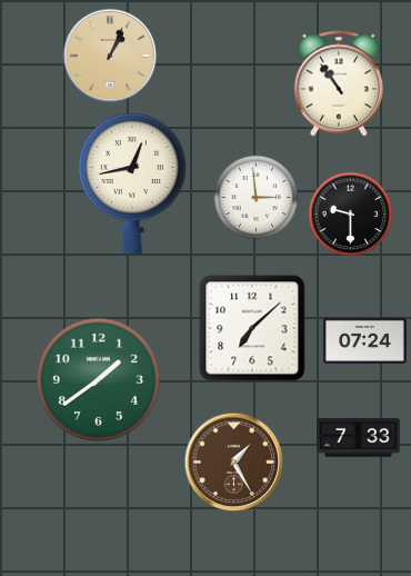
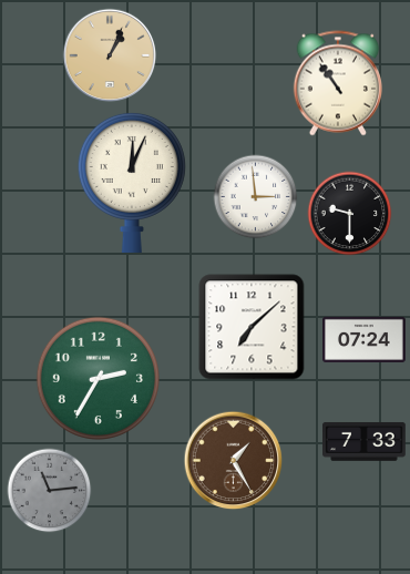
clock at (132, 182): 12:43 -> 12:04
clock at (98, 379): 1:39 -> 2:35
clock at (359, 437) position: (359, 437) -> (365, 441)
clock at (50, 491): none -> 11:14
